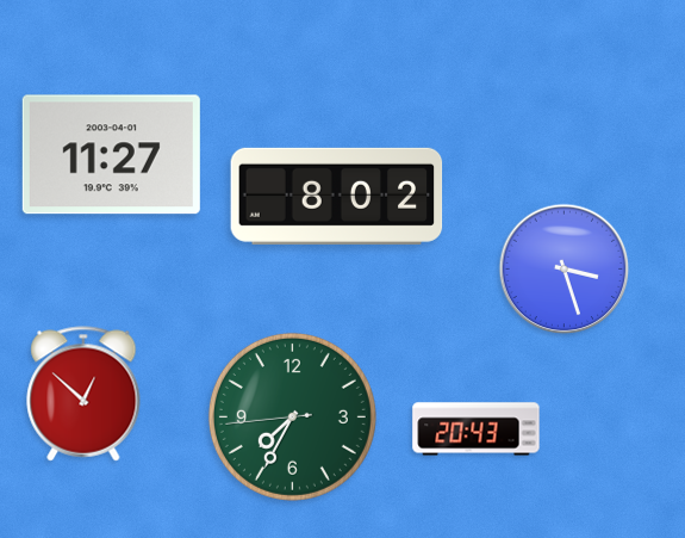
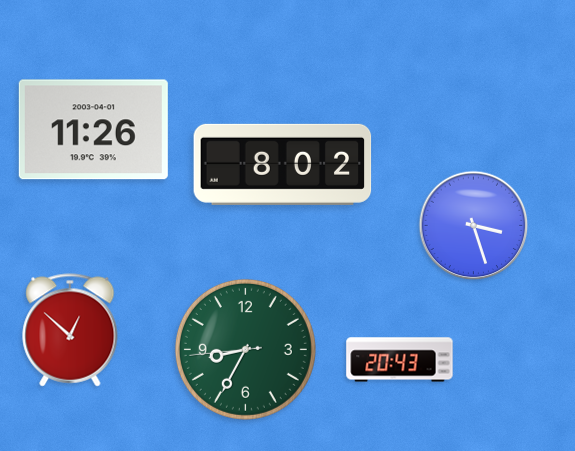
clock at (111, 155): 11:27 -> 11:26
clock at (292, 416): 7:34 -> 8:34
